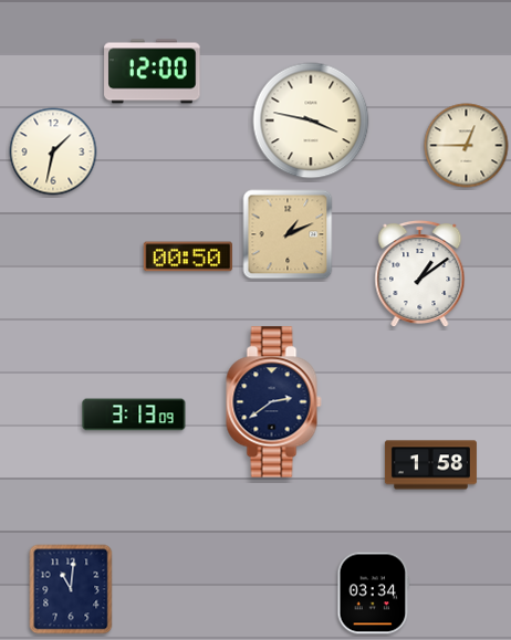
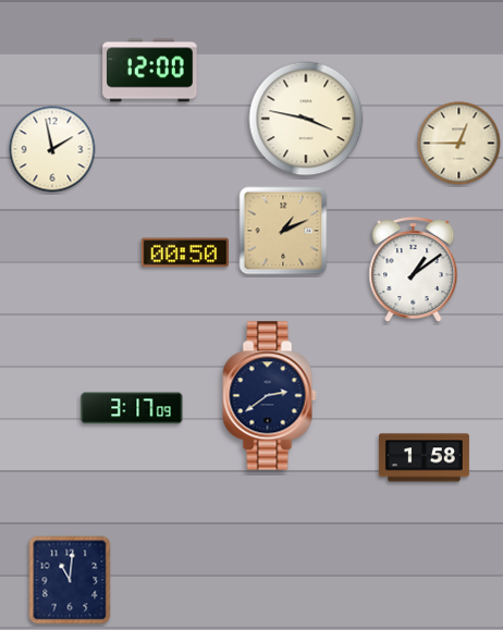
clock at (53, 151): 1:32 -> 1:58
clock at (134, 415): 3:13 -> 3:17
clock at (374, 594): 03:34 -> none
